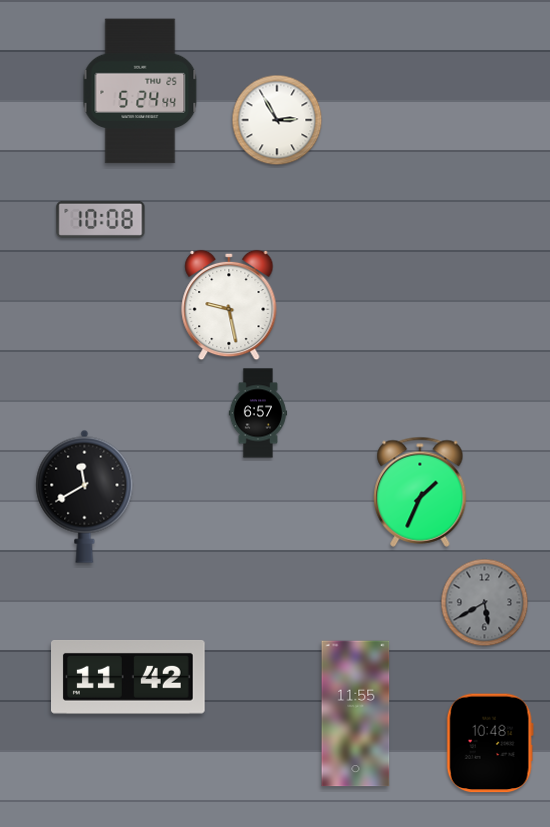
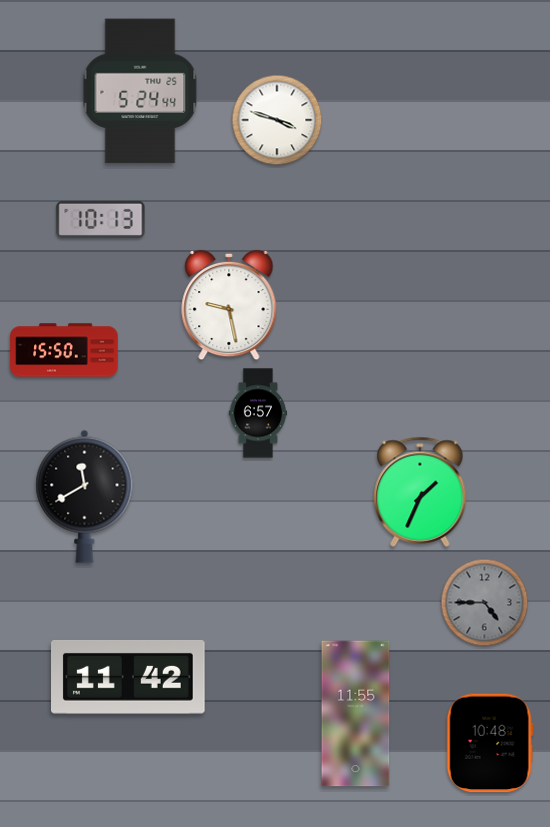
clock at (277, 120): 2:55 -> 3:48
clock at (101, 219): 10:08 -> 10:13
clock at (64, 350): none -> 15:50
clock at (485, 603): 5:40 -> 4:45
